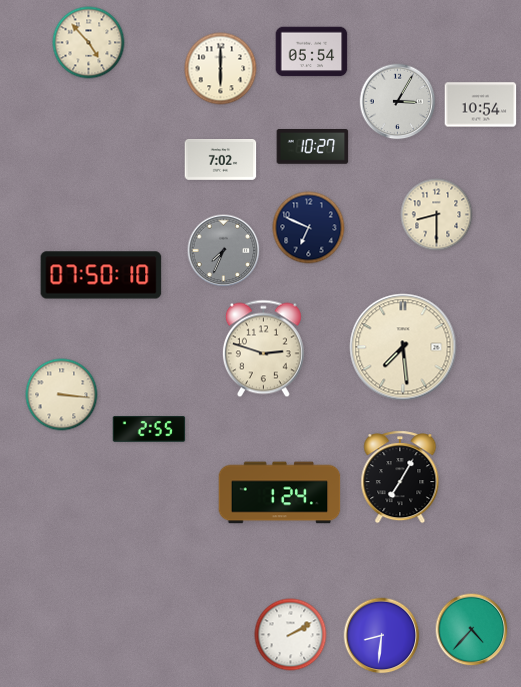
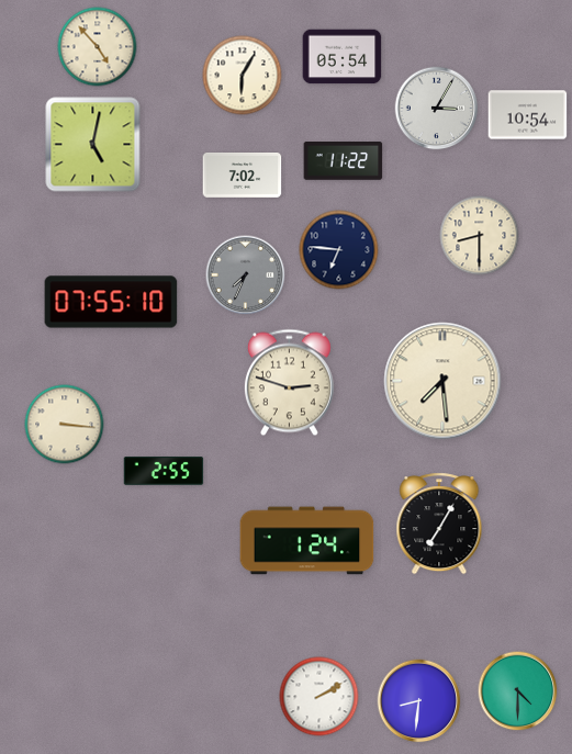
clock at (221, 69): 6:00 -> 6:05
clock at (398, 102) position: (398, 102) -> (437, 109)
clock at (93, 145): none -> 5:02
clock at (313, 147): 10:27 -> 11:22
clock at (309, 228): 6:49 -> 6:46
clock at (101, 275): 07:50 -> 07:55
clock at (62, 395) position: (62, 395) -> (65, 425)
clock at (472, 630): 4:37 -> 4:30
clock at (382, 636) position: (382, 636) -> (419, 701)
